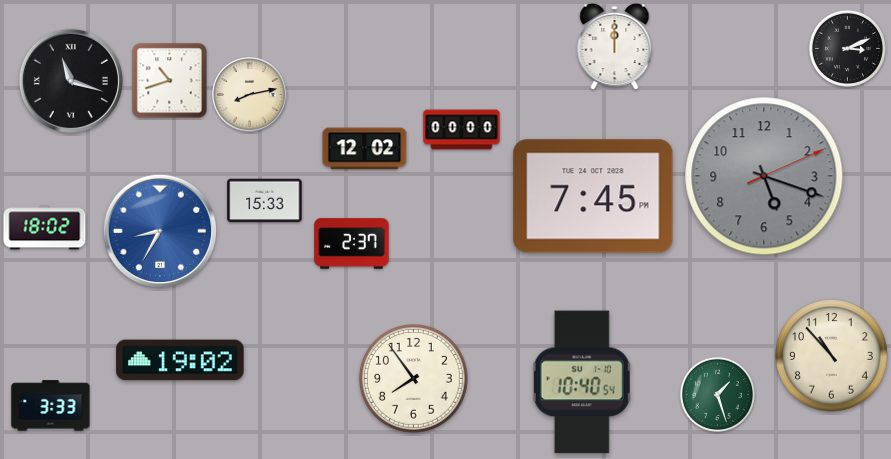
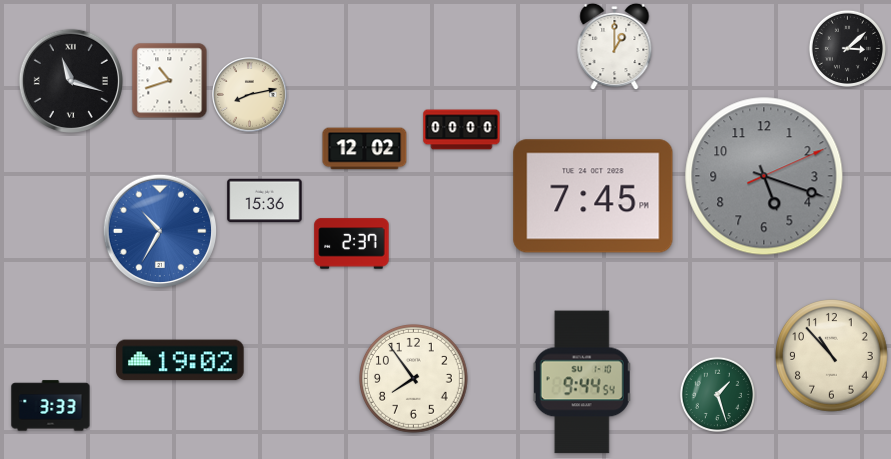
clock at (615, 47): 12:00 -> 1:00
clock at (847, 48): 3:11 -> 3:08
clock at (265, 201): 15:33 -> 15:36
clock at (45, 228): 18:02 -> none
clock at (159, 230): 8:35 -> 10:35
clock at (582, 382): 10:40 -> 9:44
